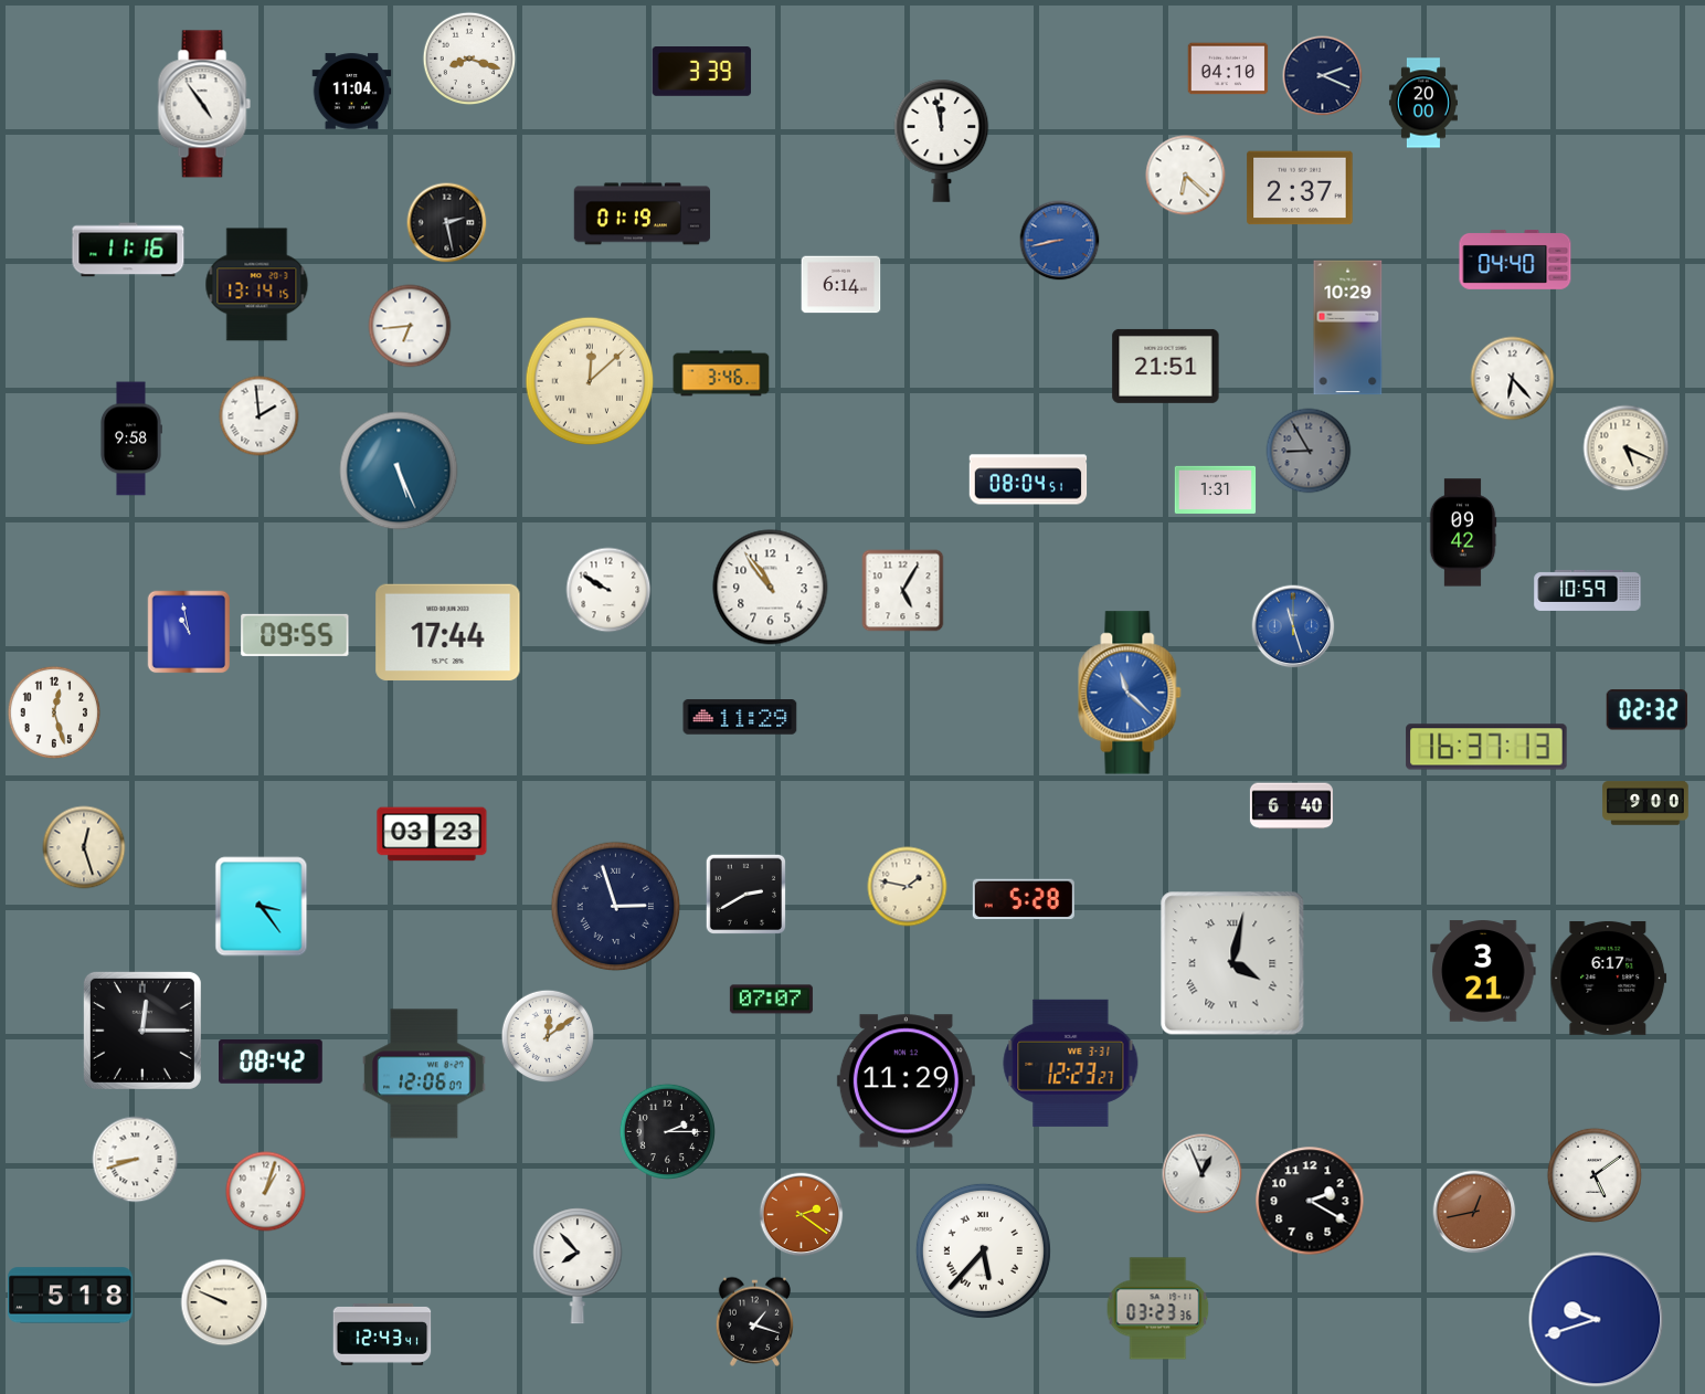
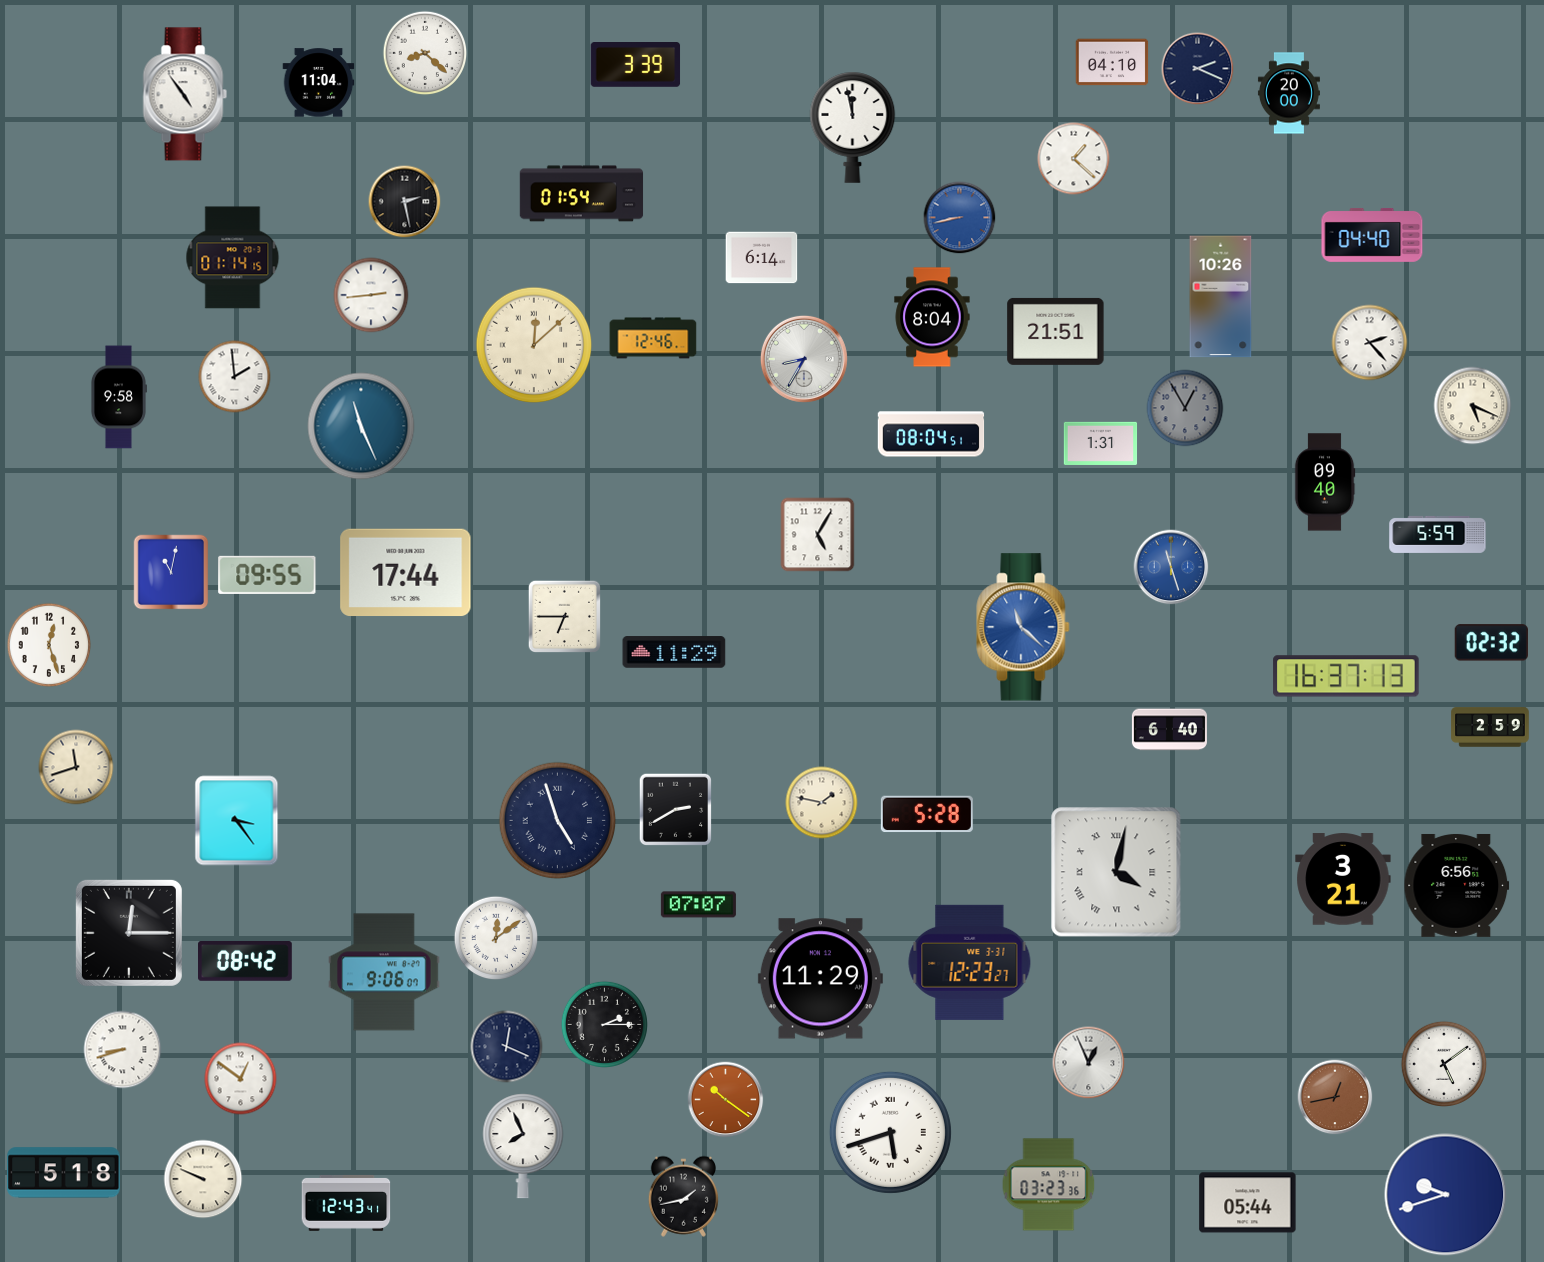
clock at (469, 59): 8:18 -> 8:22
clock at (1186, 176): 6:22 -> 1:22
clock at (1300, 188): 2:37 -> none
clock at (643, 214): 01:19 -> 01:54
clock at (128, 250): 11:16 -> none
clock at (257, 285): 13:14 -> 01:14
clock at (410, 326): 6:44 -> 2:44
clock at (1348, 328): 10:29 -> 10:26
clock at (932, 317): none -> 8:04
clock at (721, 373): 3:46 -> 12:46
clock at (1513, 379): 6:23 -> 2:23
clock at (804, 359): none -> 8:35
clock at (1309, 451): 8:55 -> 12:55
clock at (399, 471): 5:26 -> 11:26
clock at (1463, 532): 09:42 -> 09:40
clock at (771, 588): 10:54 -> none
clock at (608, 590): 9:50 -> none
clock at (1588, 590): 10:59 -> 5:59
clock at (189, 632): 10:58 -> 11:02
clock at (564, 616): none -> 6:45
clock at (740, 717) position: (740, 717) -> (674, 652)
clock at (1645, 803): 9:00 -> 2:59
clock at (432, 834): 03:23 -> none
clock at (84, 847): 12:27 -> 11:42
clock at (616, 907): 2:57 -> 4:57
clock at (1609, 978): 6:17 -> 6:56
clock at (424, 1074): 12:06 -> 9:06
clock at (507, 1047): none -> 12:19
clock at (266, 1192): 1:03 -> 12:51
clock at (1310, 1201): 2:20 -> none
clock at (802, 1215): 2:21 -> 10:21
clock at (983, 1250): 5:37 -> 5:42
clock at (578, 1266): 7:53 -> 7:56
clock at (754, 1321): 1:18 -> 1:43
clock at (1248, 1203): none -> 05:44
clock at (382, 1334) position: (382, 1334) -> (346, 1203)
